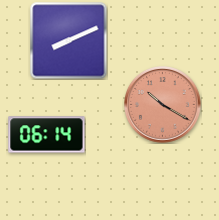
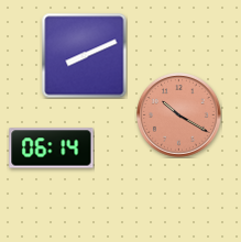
clock at (68, 40) position: (68, 40) -> (84, 55)
